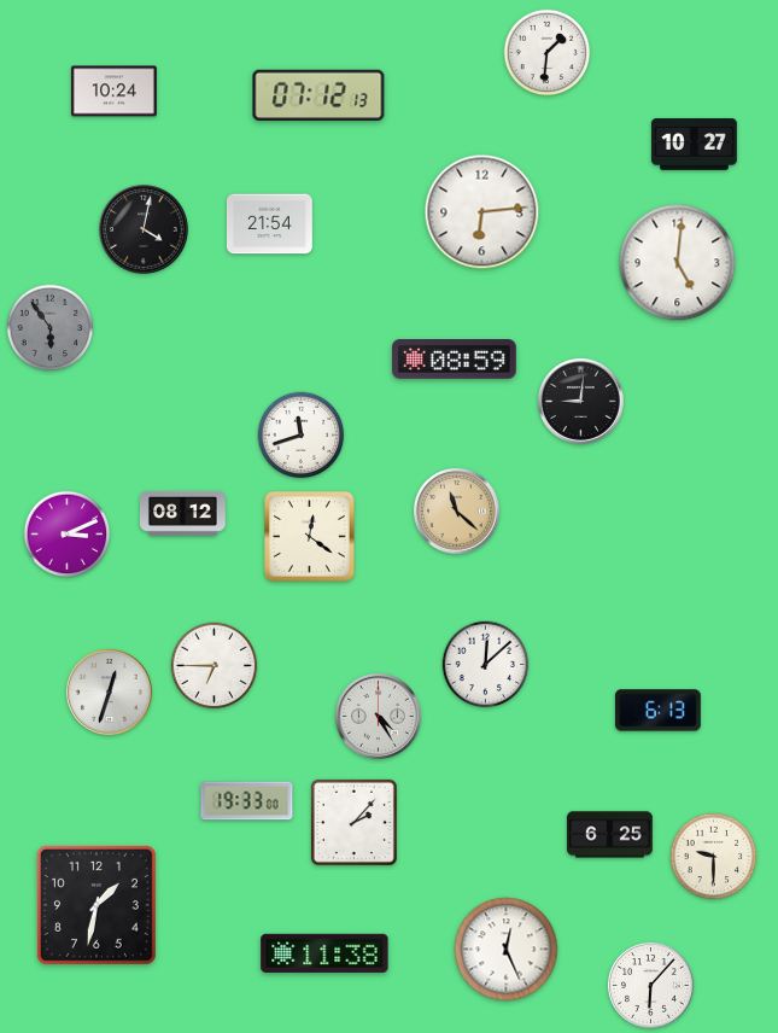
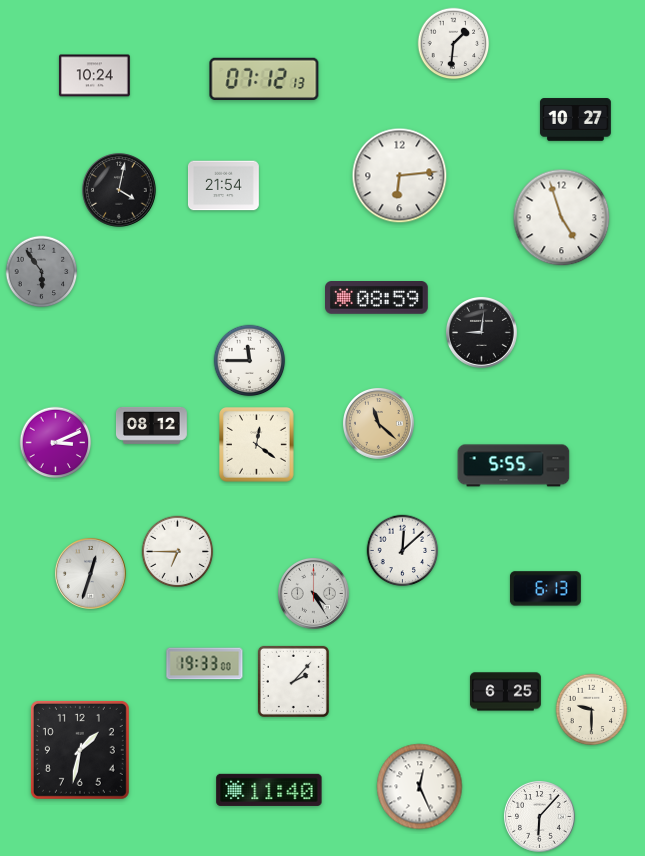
clock at (678, 263): 5:01 -> 4:57
clock at (302, 436): 11:42 -> 11:45
clock at (514, 466): none -> 5:55
clock at (324, 953): 11:38 -> 11:40
